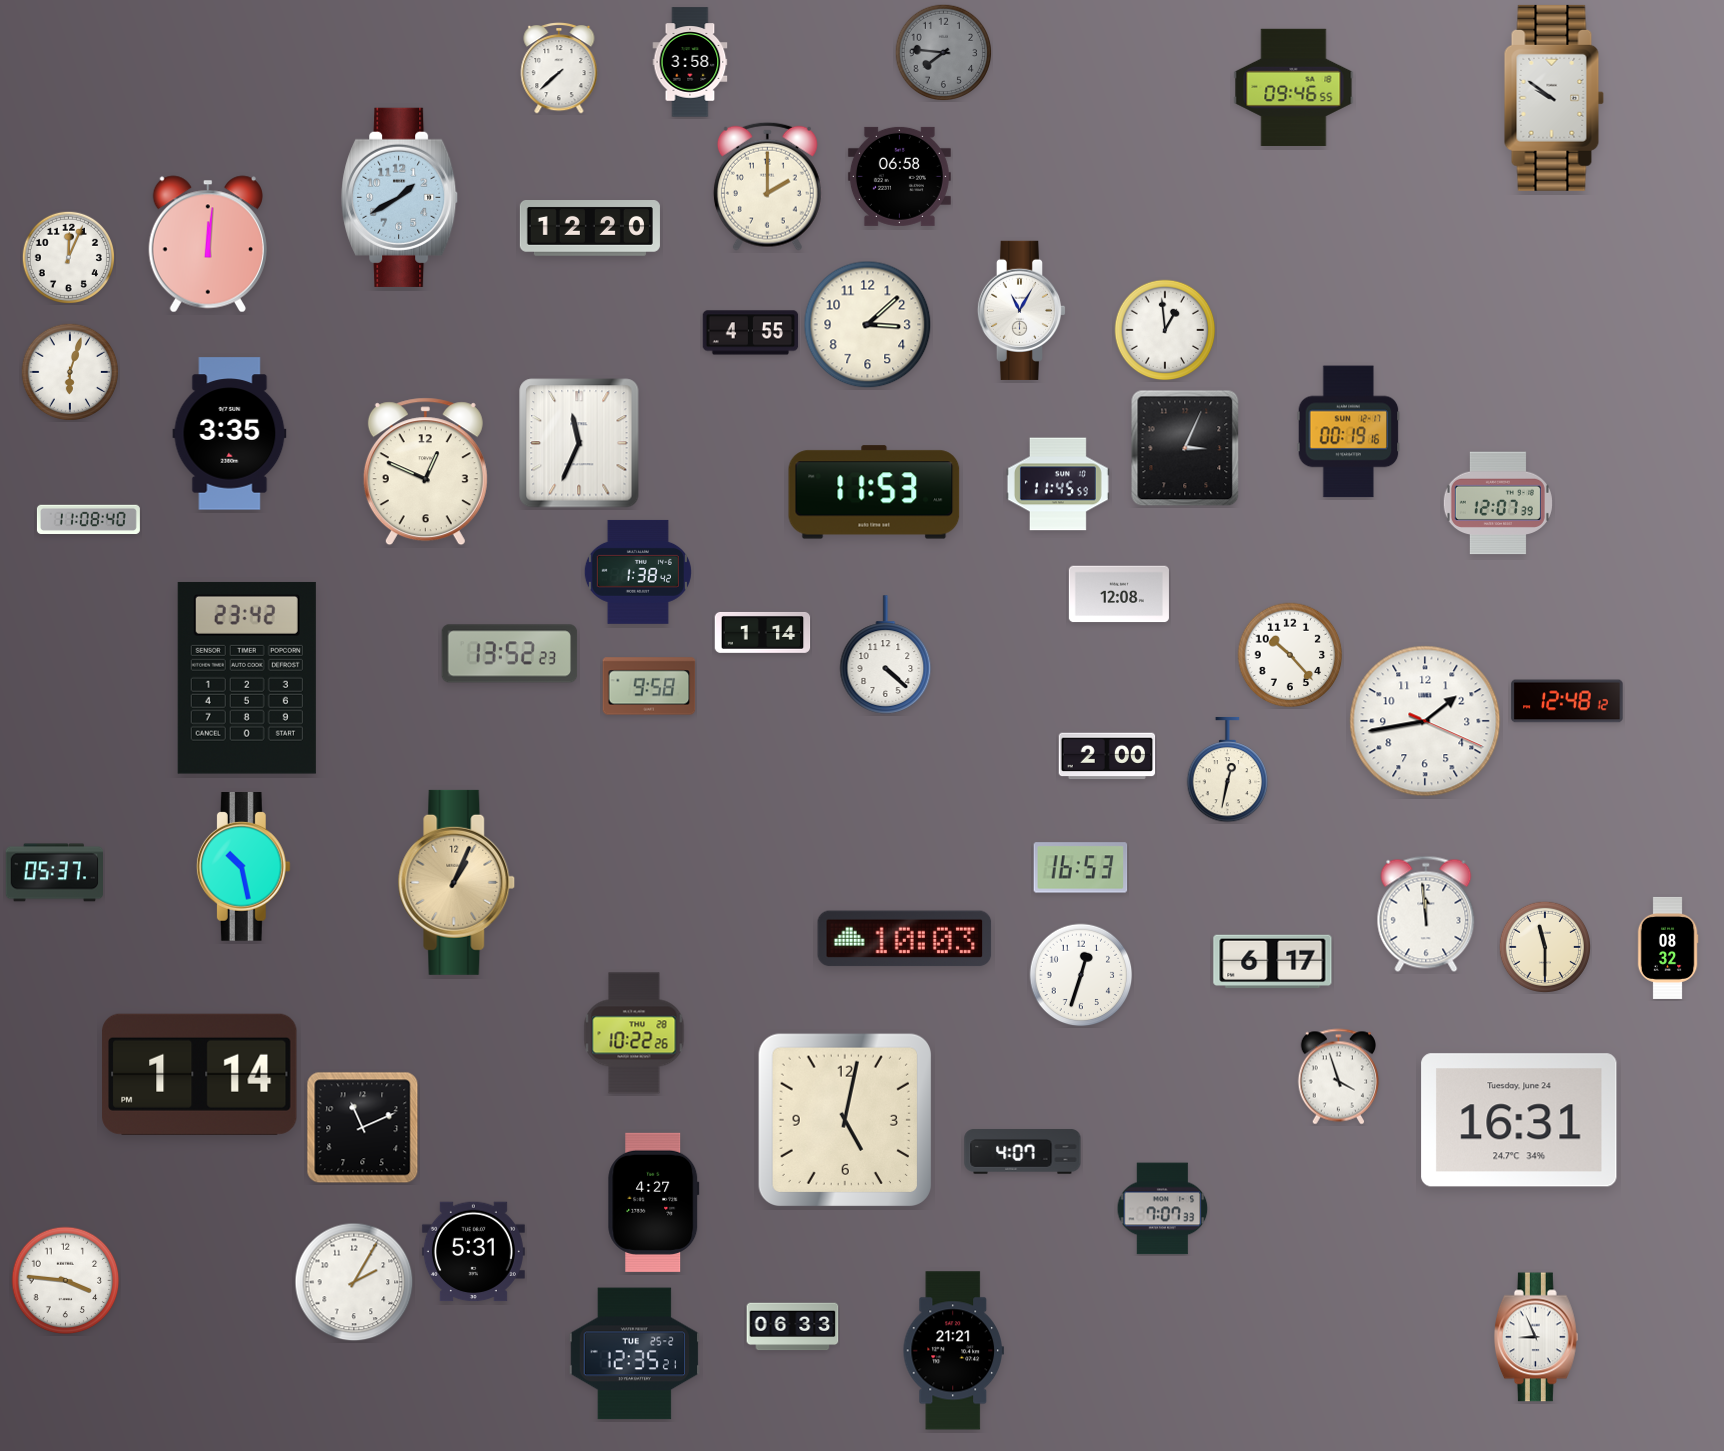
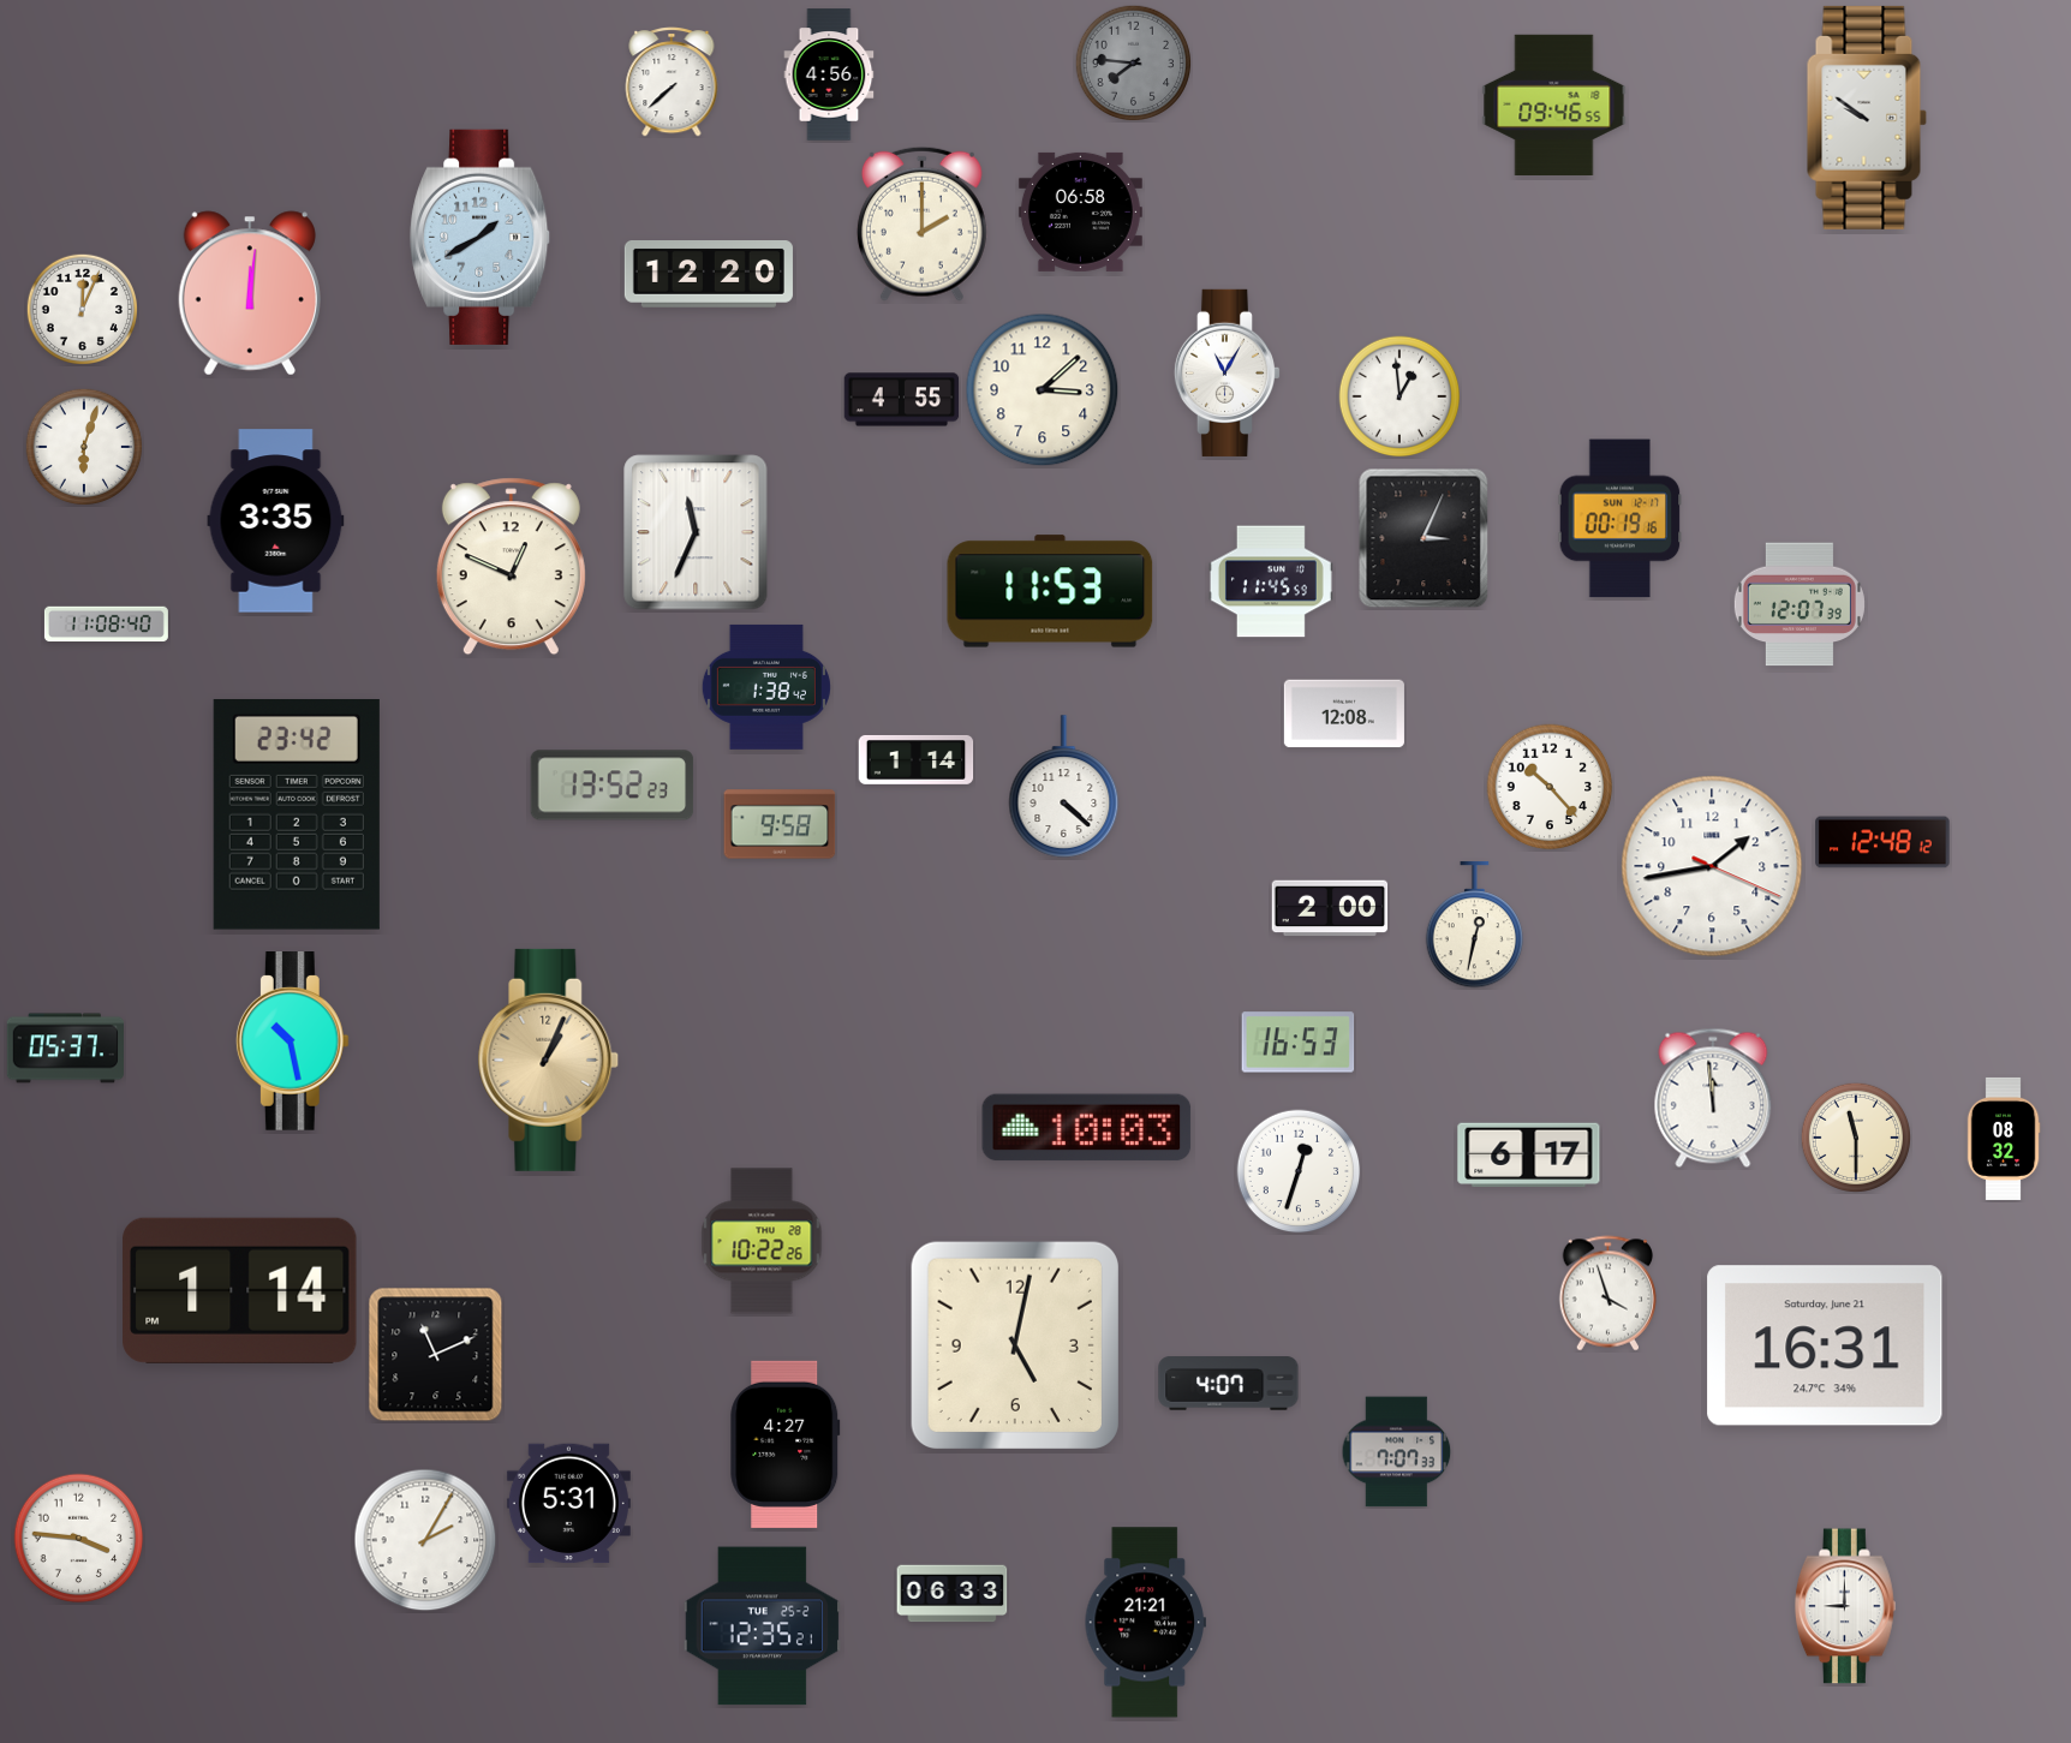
clock at (690, 62): 3:58 -> 4:56
clock at (1519, 1120) date: Tuesday, June 24 -> Saturday, June 21
clock at (1536, 1337): 8:56 -> 9:00
